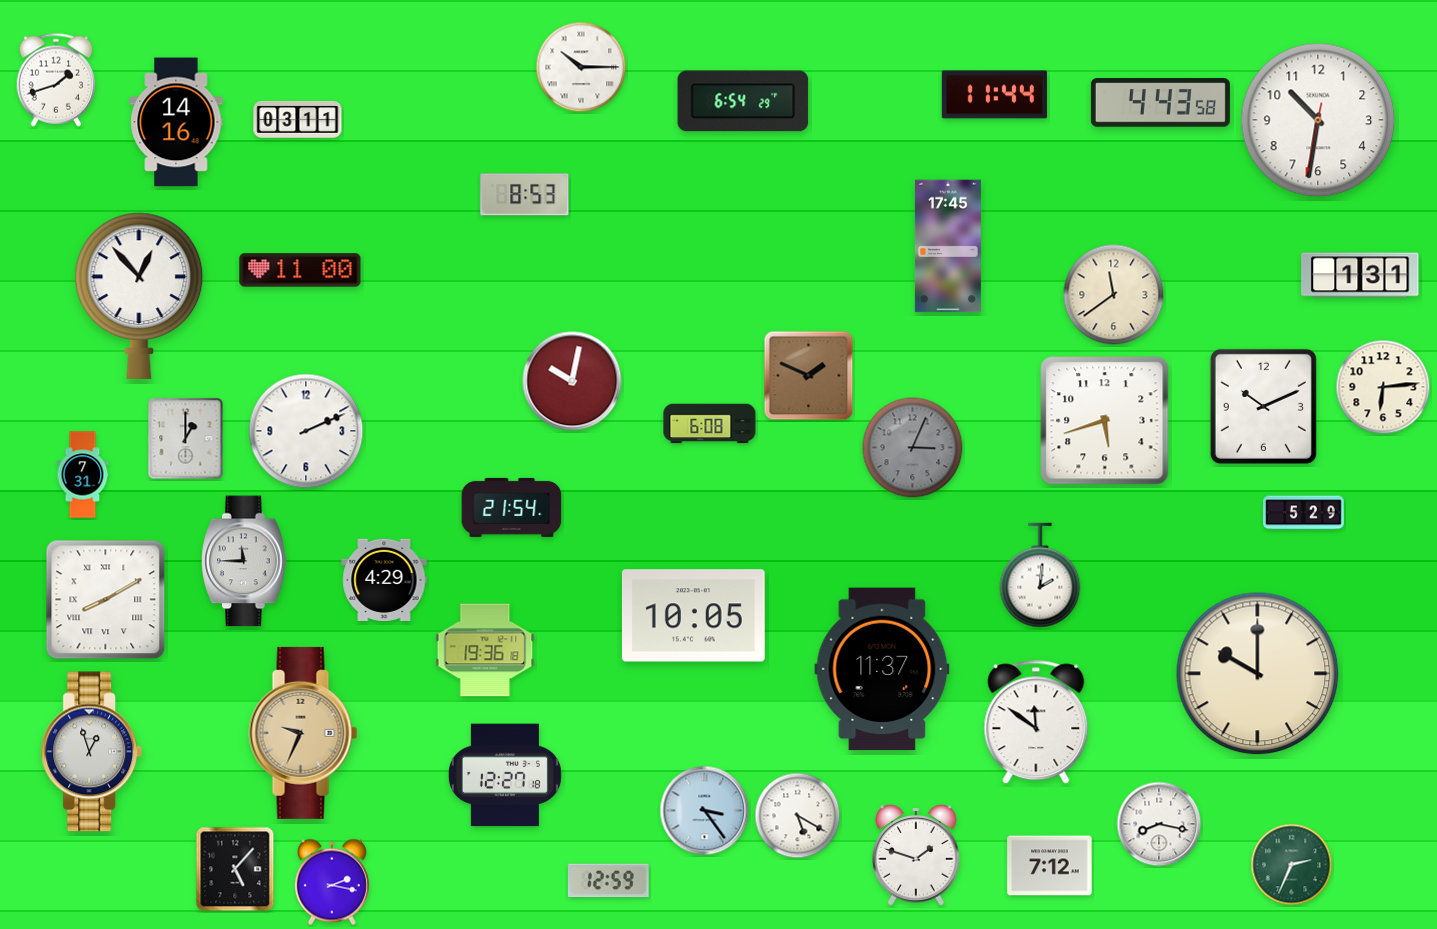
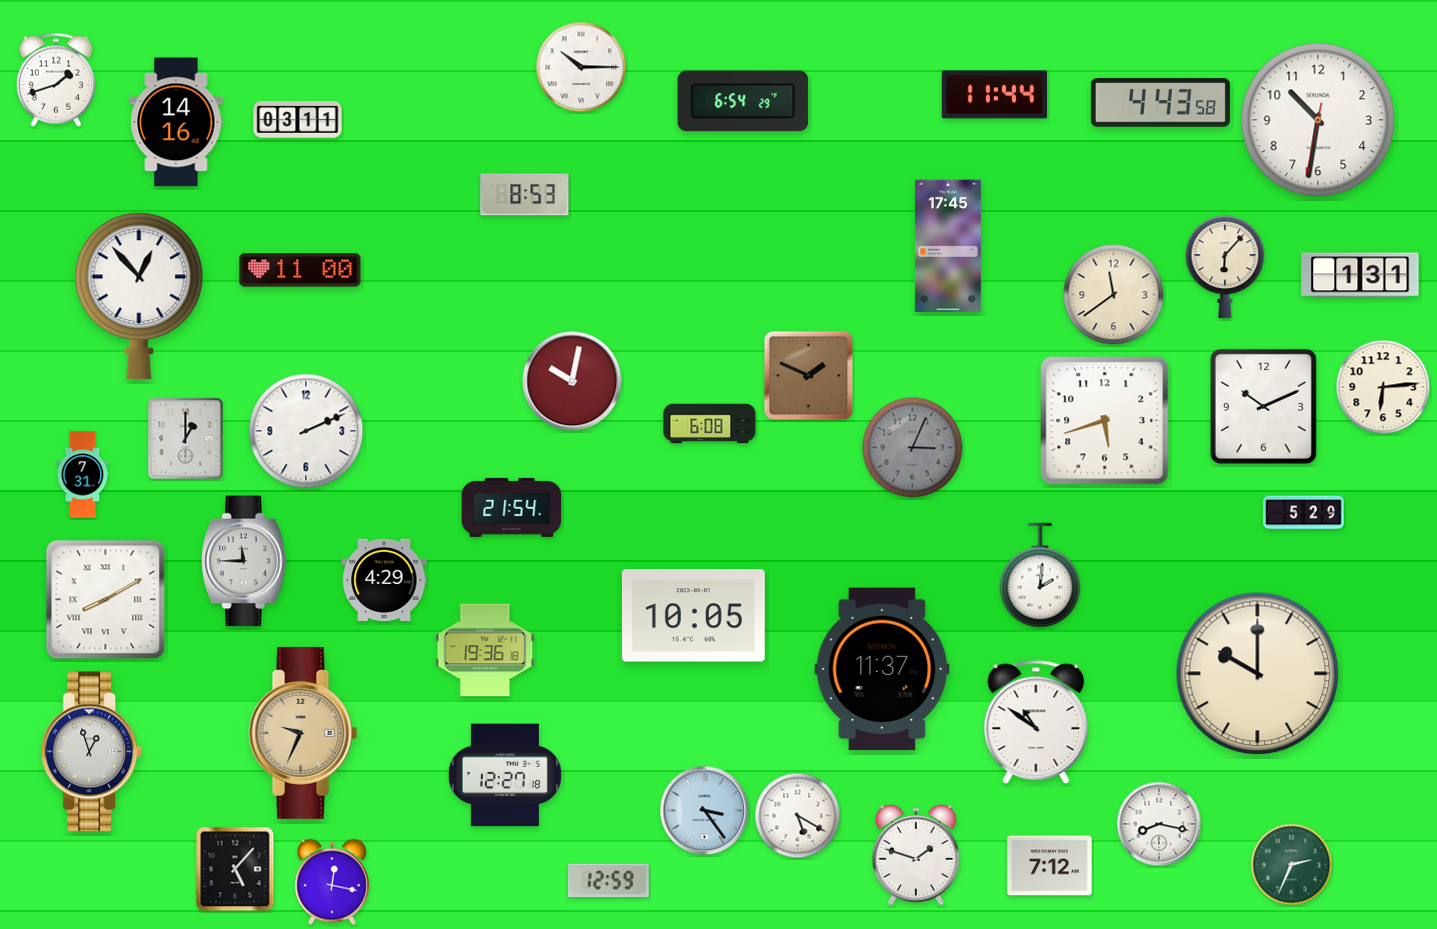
clock at (1225, 267): none -> 6:07
clock at (1036, 722): 11:51 -> 10:51
clock at (332, 882): 2:17 -> 12:17
